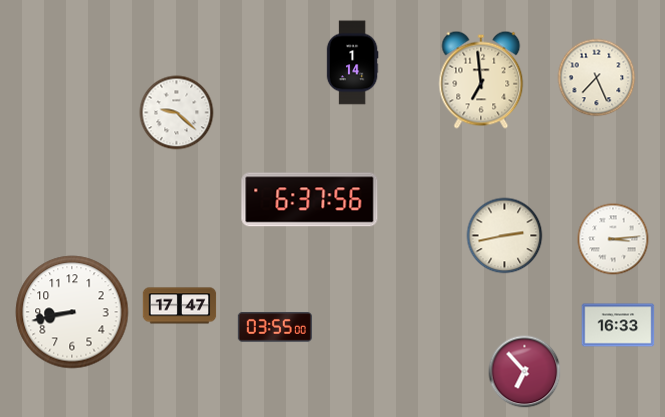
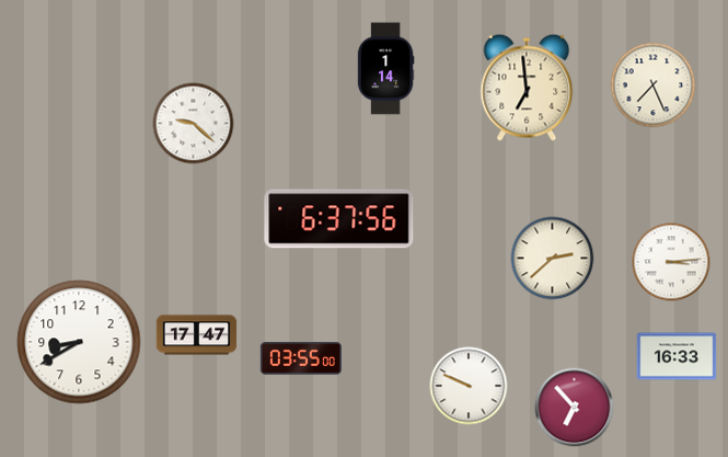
clock at (505, 236): 2:43 -> 2:38
clock at (72, 312): 8:43 -> 8:40
clock at (469, 386): none -> 9:49
